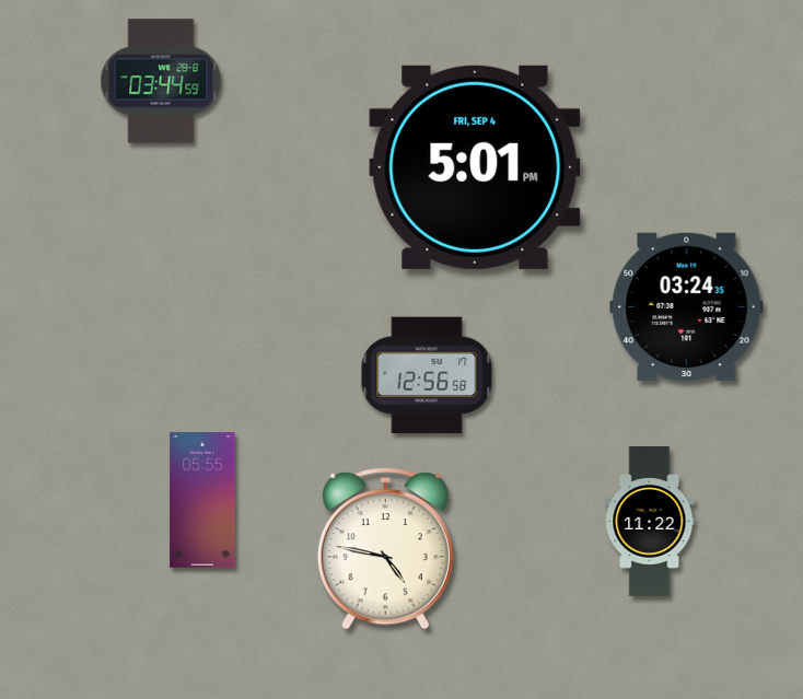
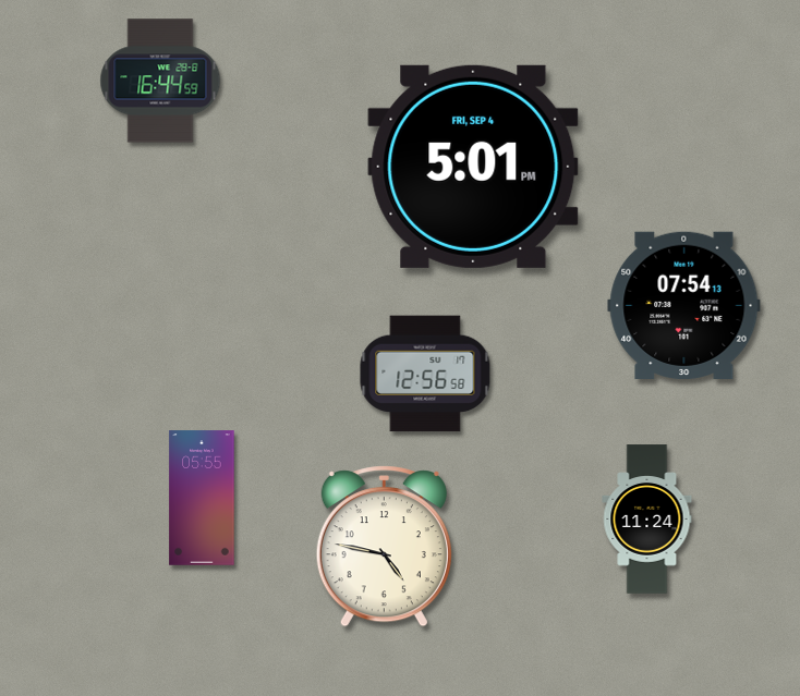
clock at (161, 81): 03:44 -> 16:44
clock at (687, 306): 03:24 -> 07:54
clock at (650, 522): 11:22 -> 11:24
